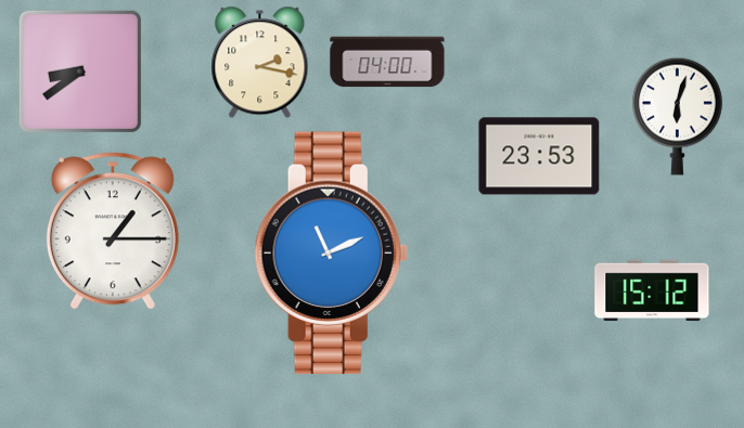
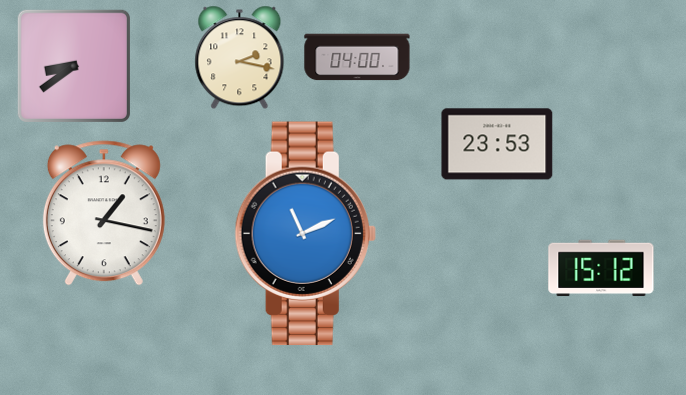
clock at (678, 116): 6:03 -> none
clock at (113, 231): 1:15 -> 1:17
